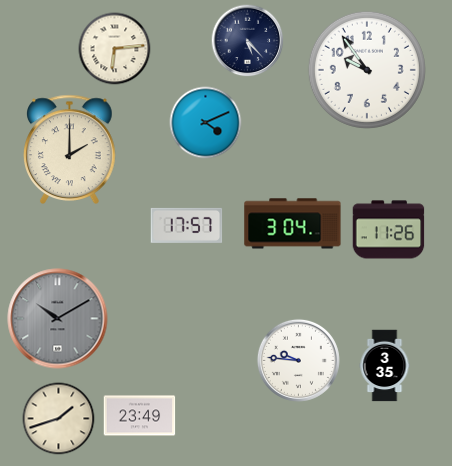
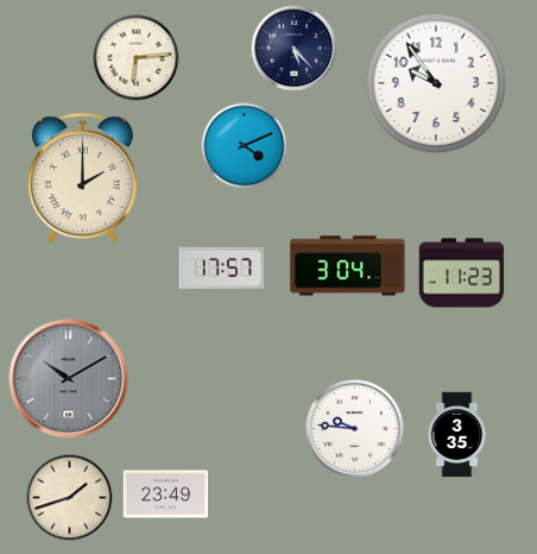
clock at (389, 230): 11:26 -> 11:23
